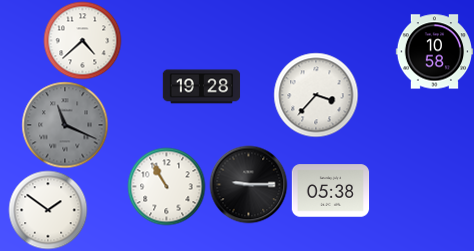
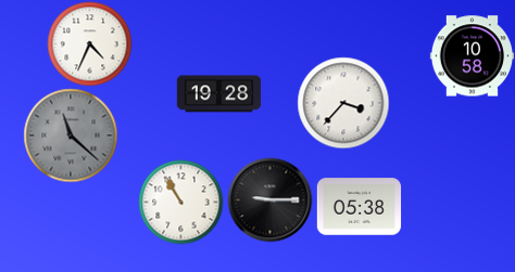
clock at (82, 40): 4:38 -> 4:34
clock at (65, 125): 11:19 -> 11:22
clock at (48, 210): 1:51 -> none
